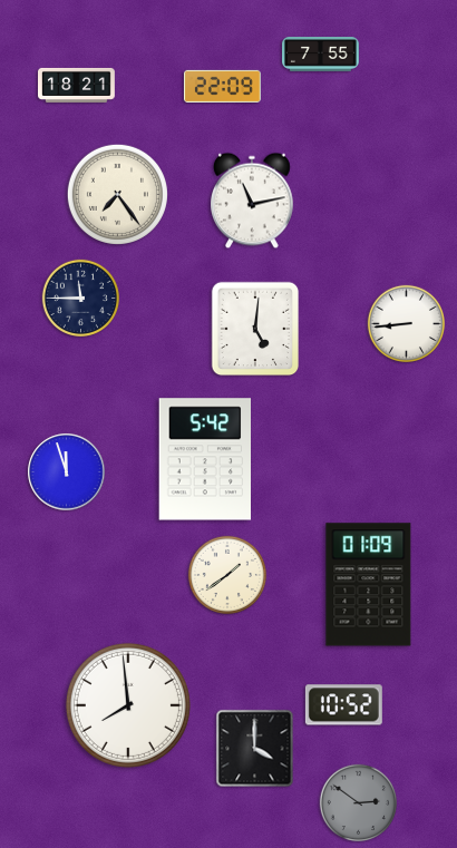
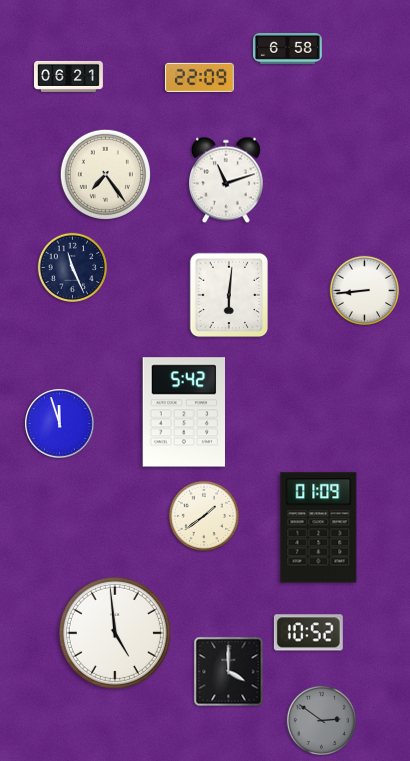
clock at (321, 55): 7:55 -> 6:58
clock at (77, 85): 18:21 -> 06:21
clock at (253, 201): 11:13 -> 11:12
clock at (80, 298): 11:45 -> 11:26
clock at (255, 329): 5:01 -> 6:01
clock at (369, 585) position: (369, 585) -> (319, 528)
clock at (128, 705): 7:59 -> 4:59
